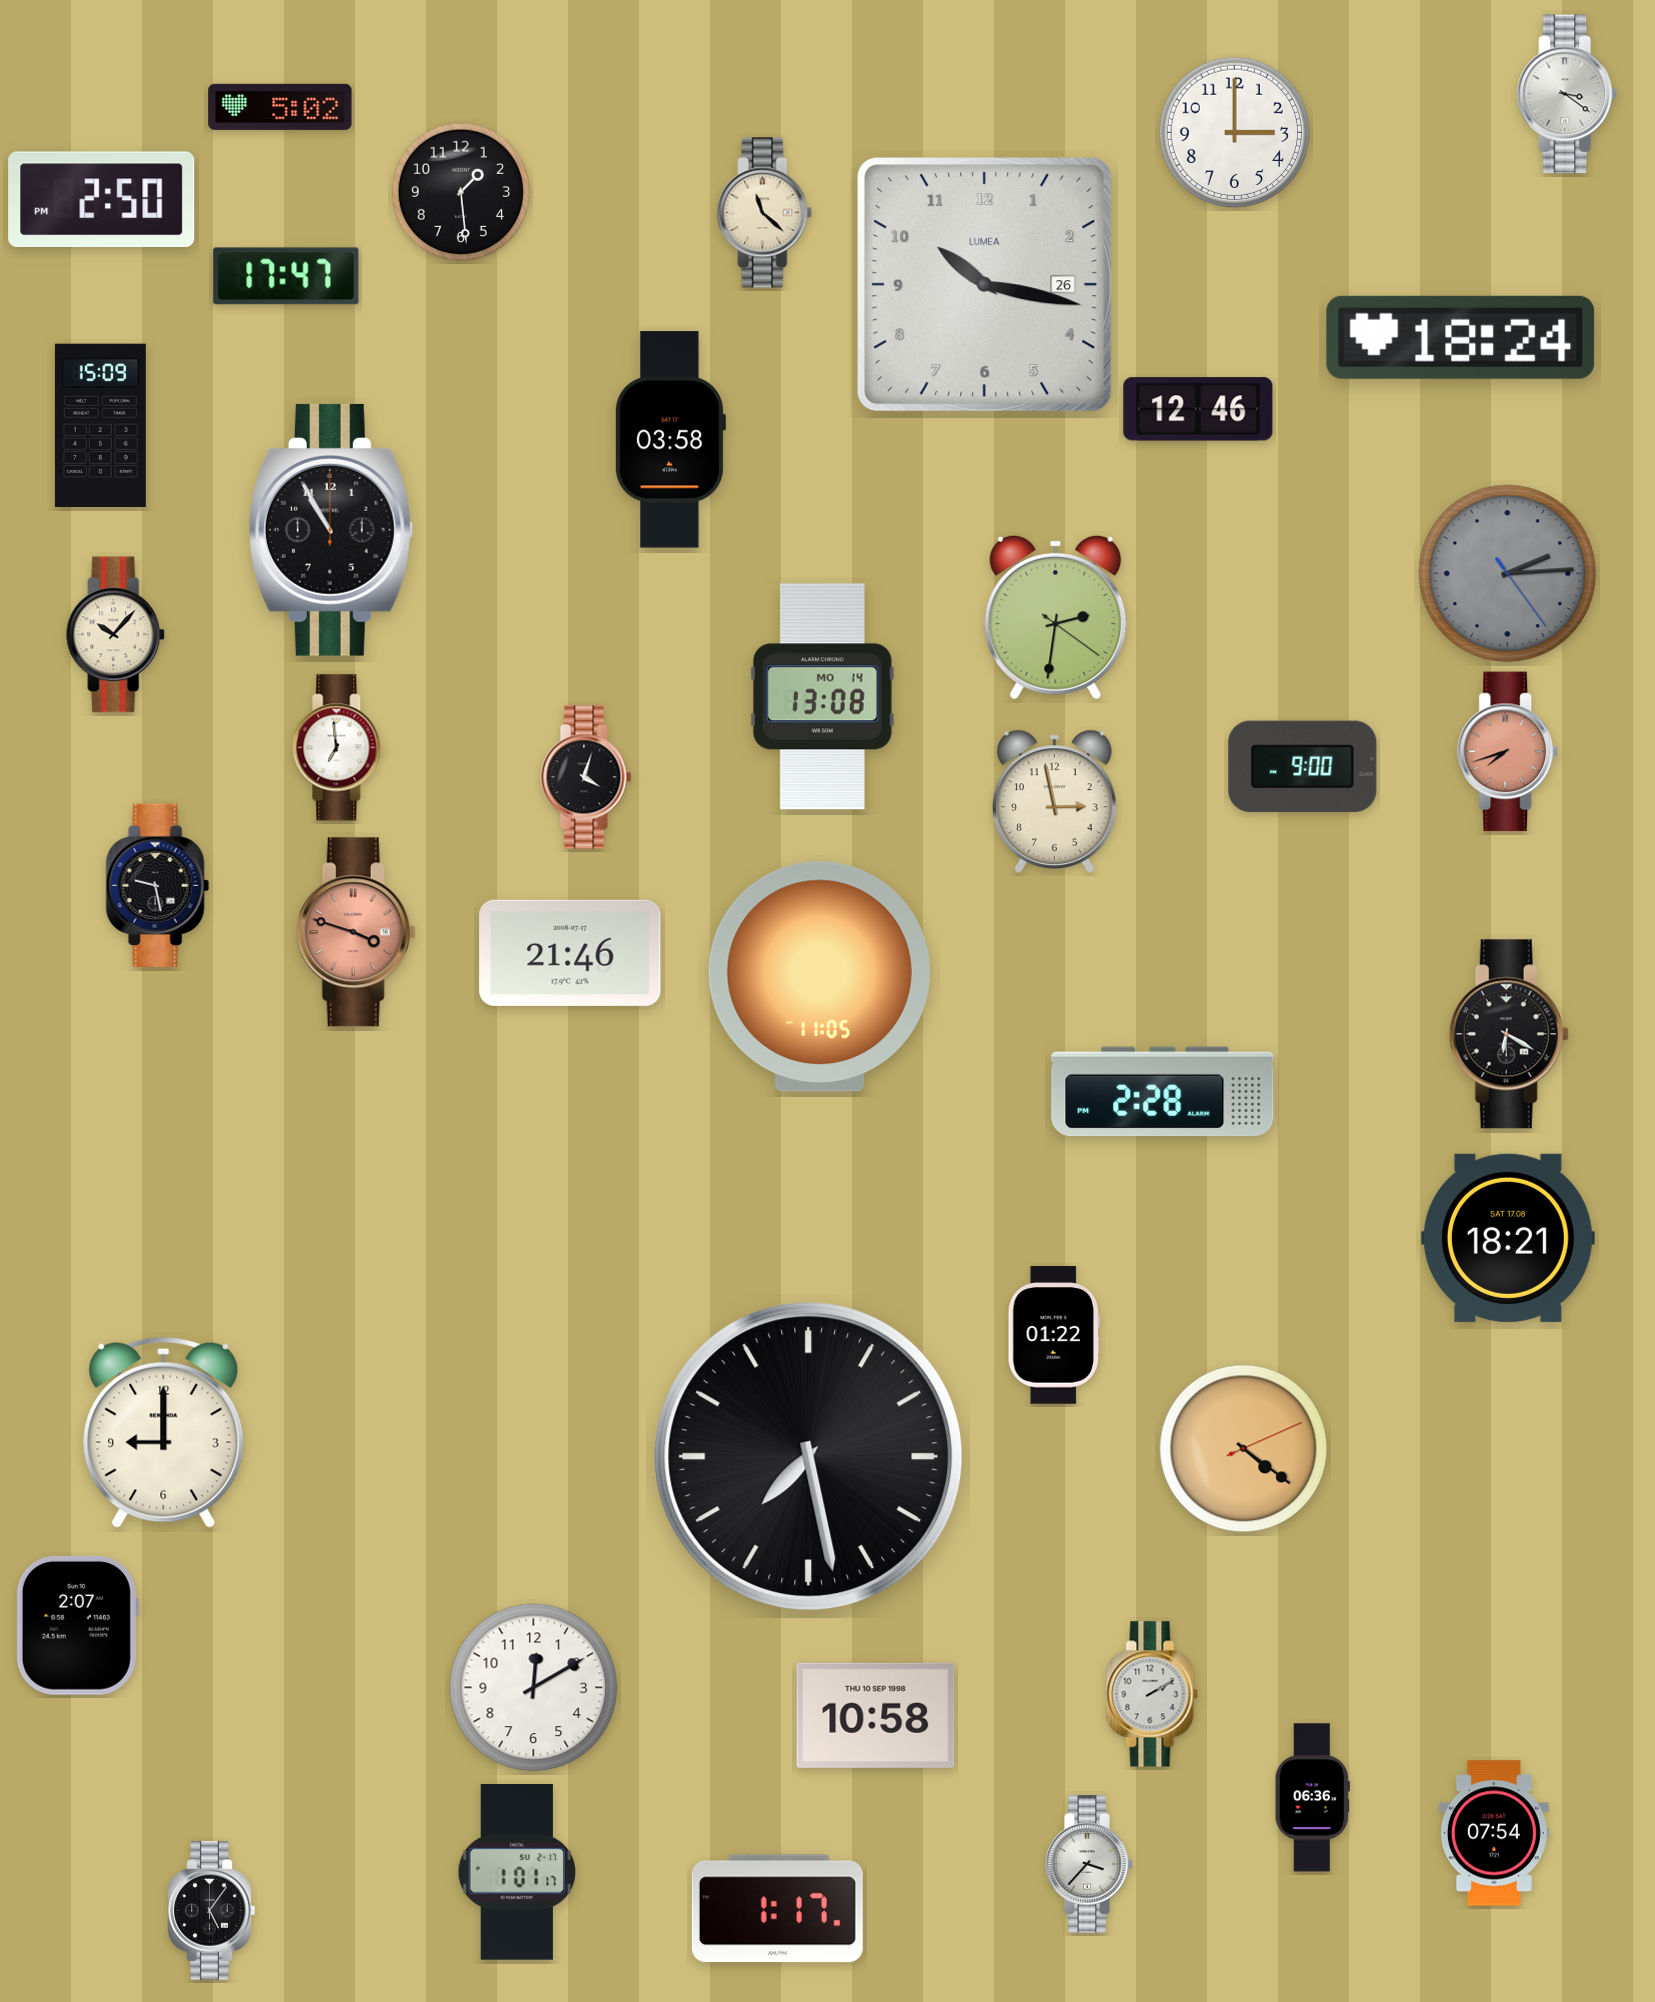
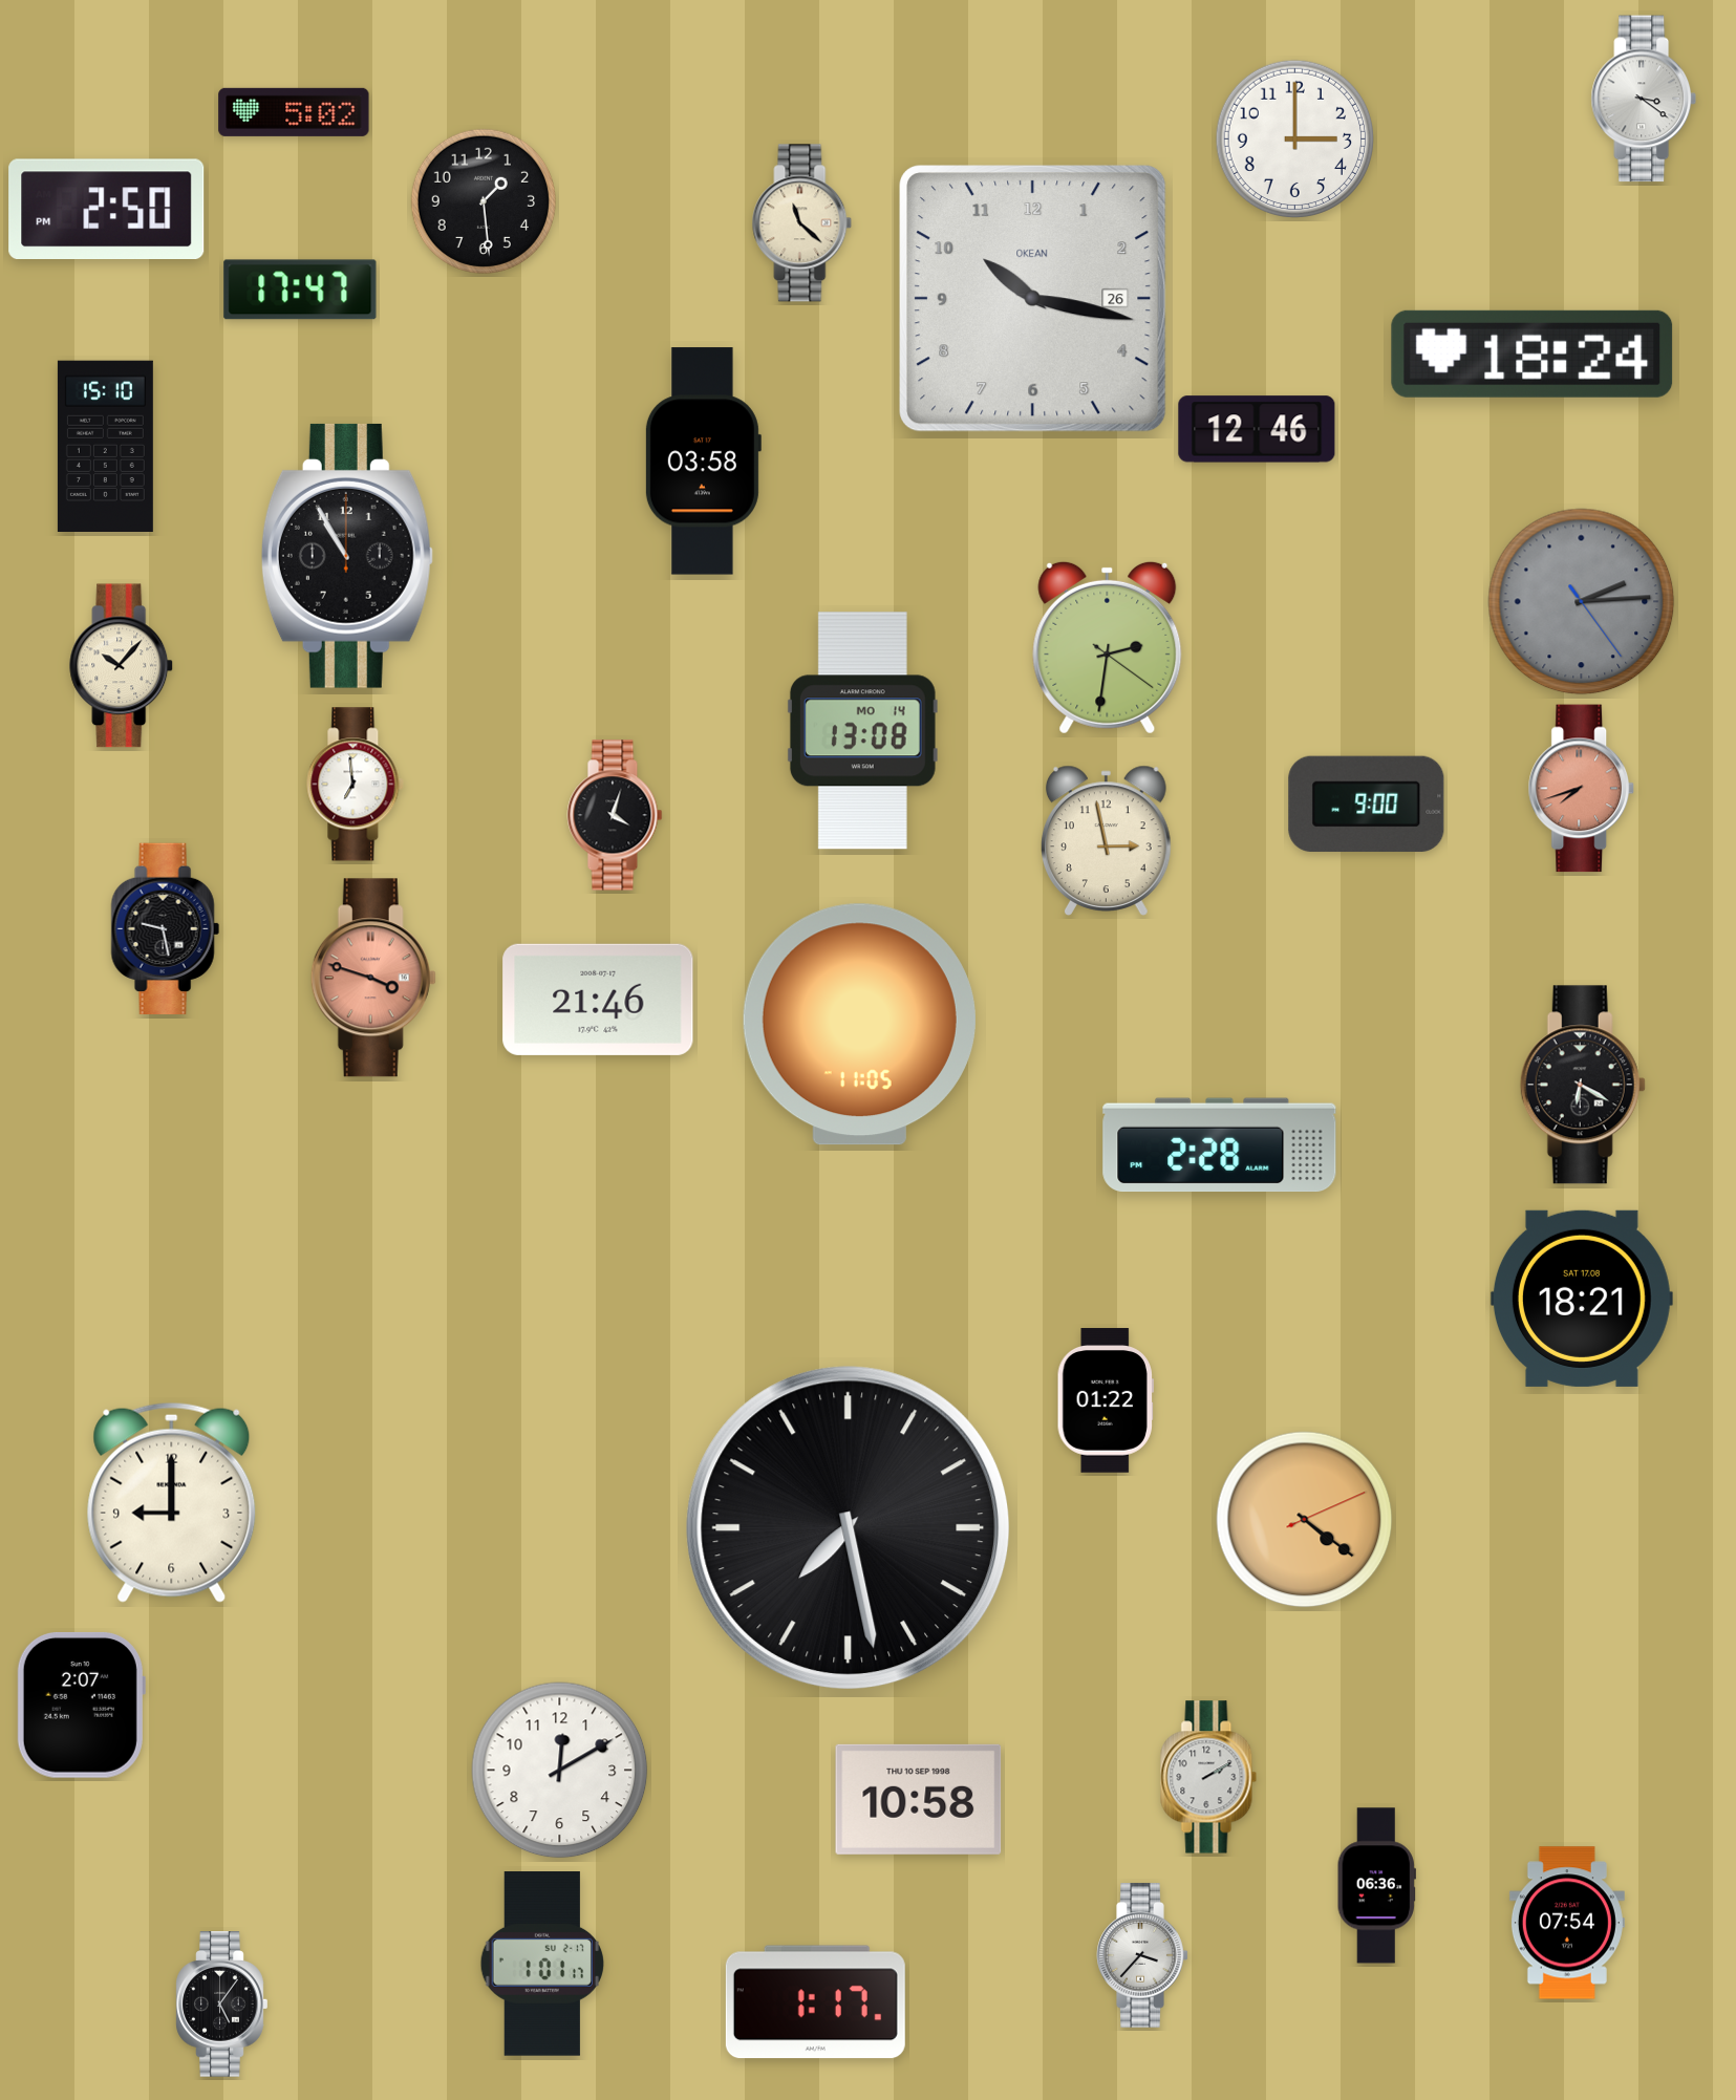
clock at (985, 285) brand: LUMEA -> OKEAN
clock at (100, 425): 15:09 -> 15:10
